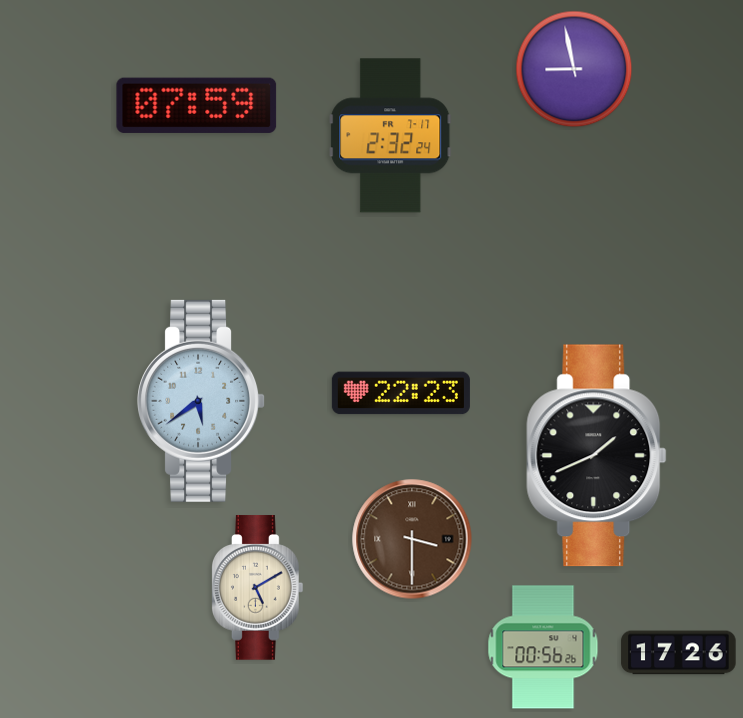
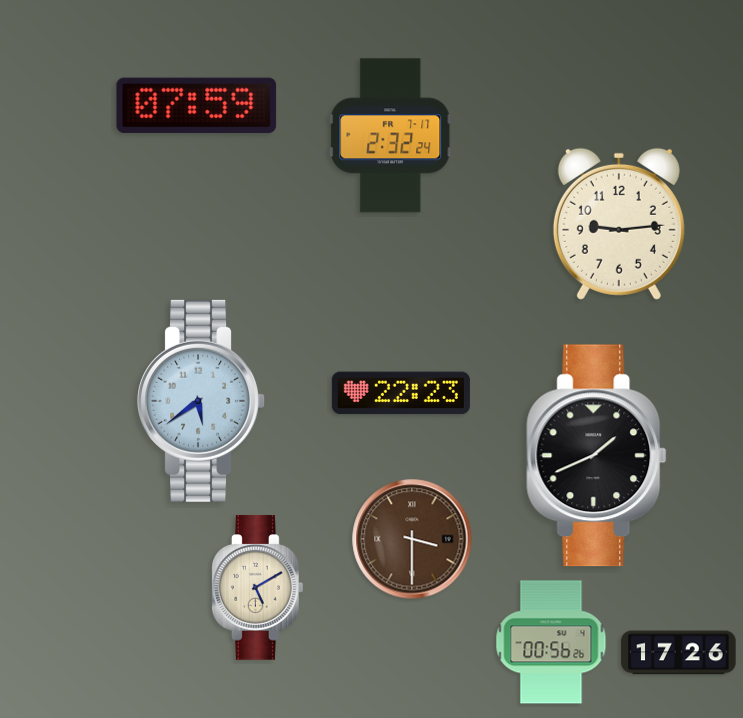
clock at (574, 69): 8:58 -> none
clock at (619, 224): none -> 9:14
clock at (543, 647) position: (543, 647) -> (551, 642)
